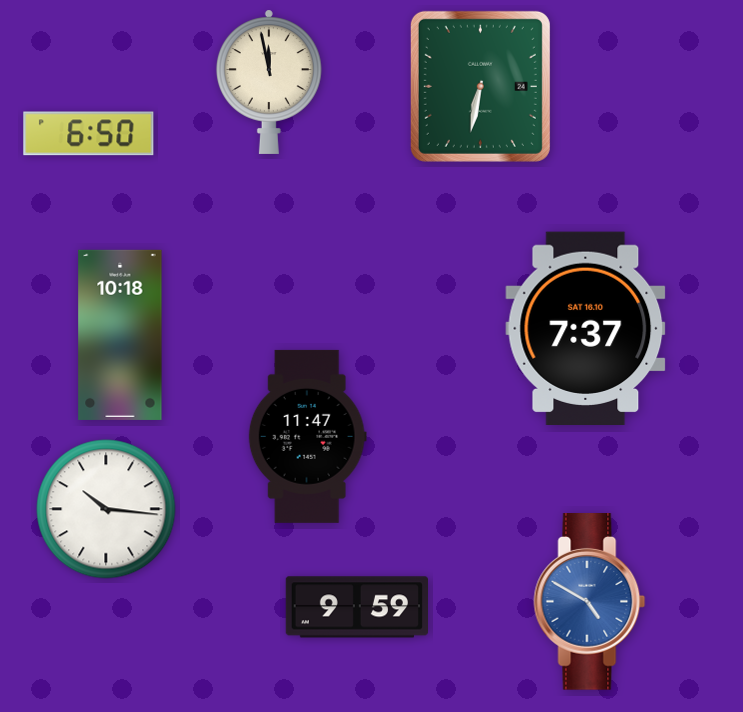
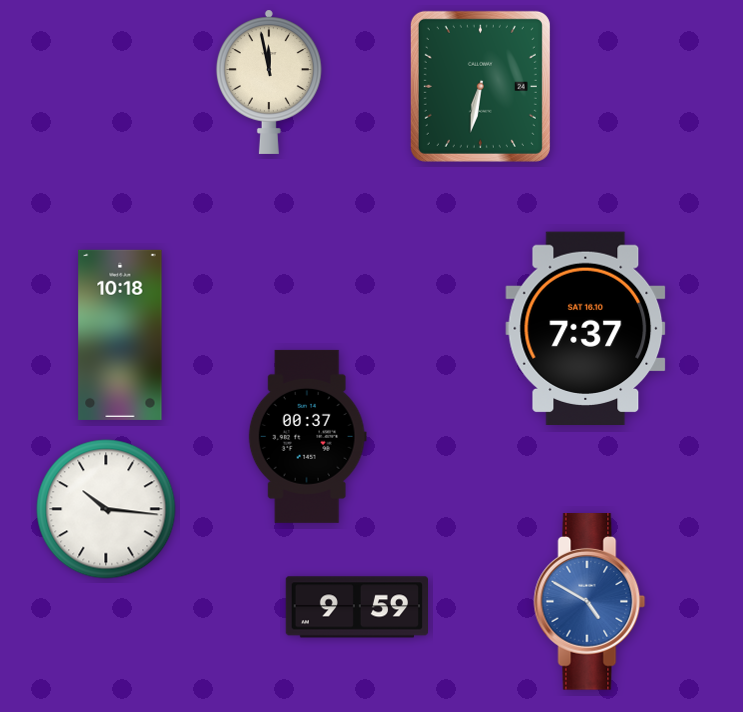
clock at (89, 134): 6:50 -> none
clock at (307, 436): 11:47 -> 00:37
